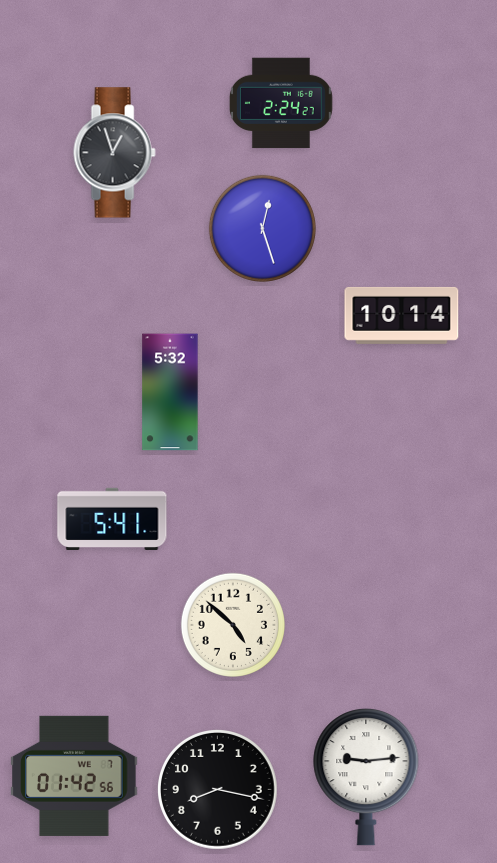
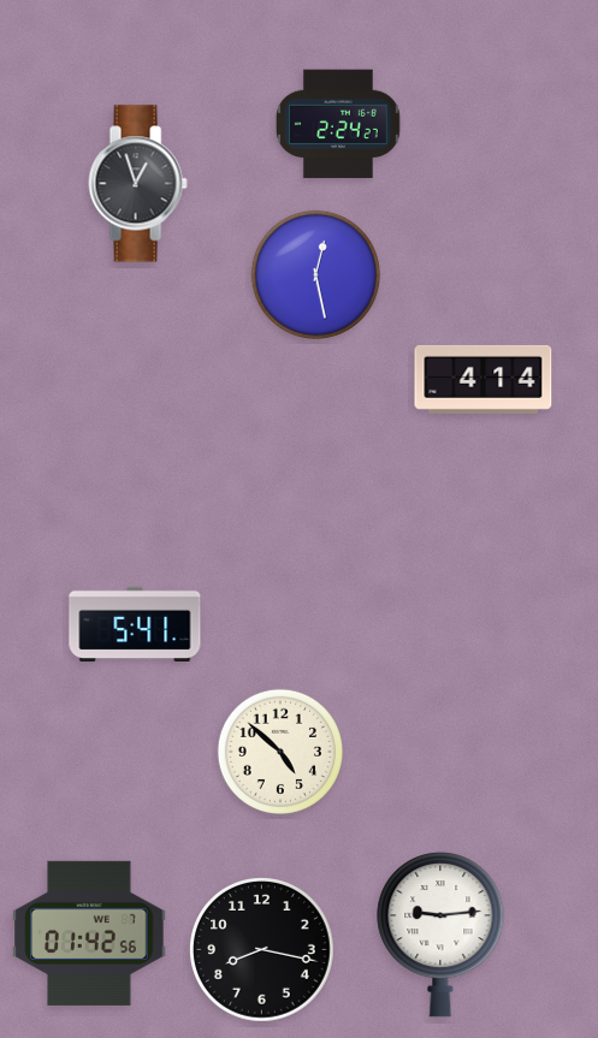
clock at (262, 228): 12:27 -> 12:28
clock at (402, 315): 10:14 -> 4:14
clock at (170, 392): 5:32 -> none
